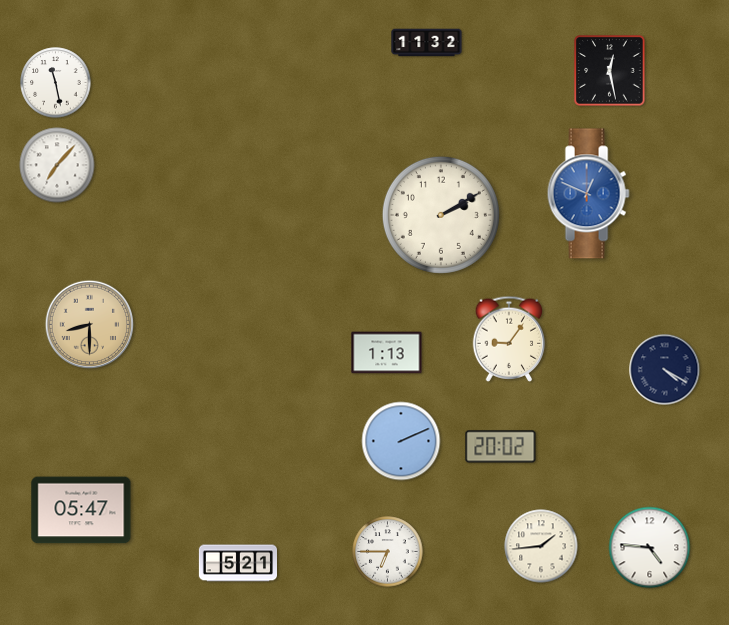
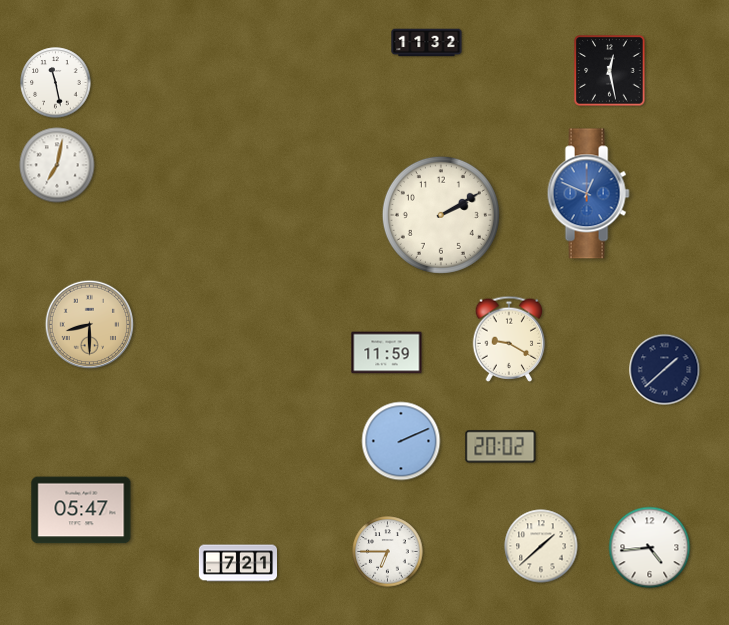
clock at (57, 165): 7:07 -> 7:02
clock at (509, 339): 9:06 -> 9:20
clock at (387, 353): 1:13 -> 11:59
clock at (665, 370): 4:20 -> 1:38
clock at (541, 546): 1:44 -> 1:38
clock at (650, 548): 4:46 -> 4:44
clock at (237, 563): 5:21 -> 7:21
